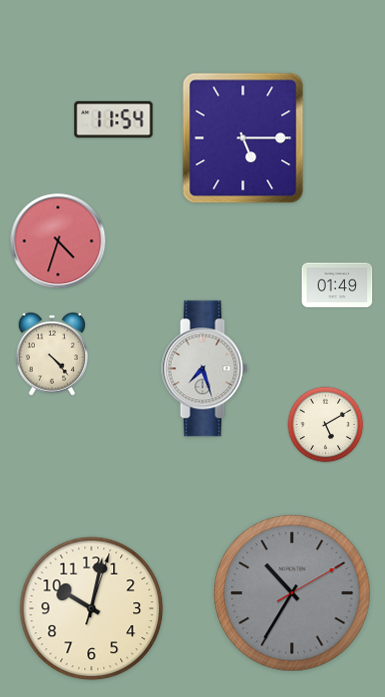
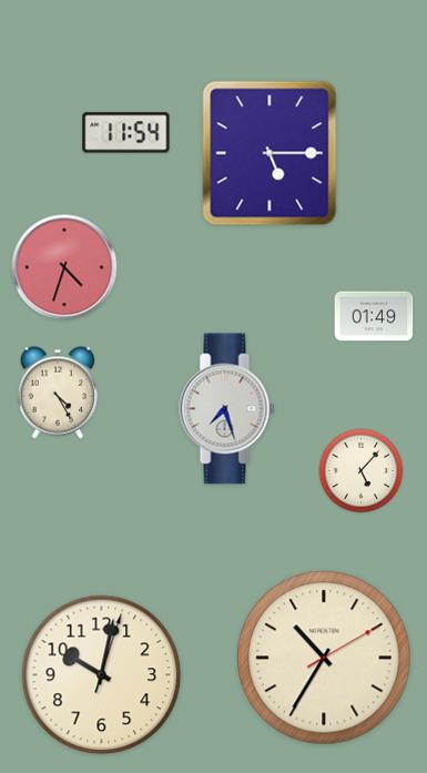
clock at (52, 354): 4:23 -> 4:25
clock at (326, 425): 5:10 -> 5:07
clock at (292, 593) dial: grey -> cream
